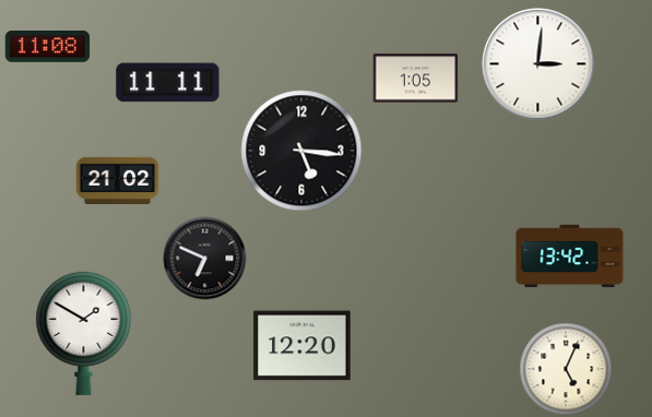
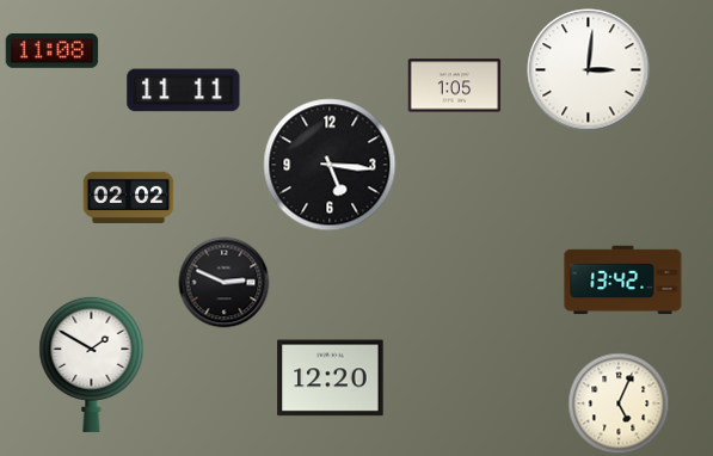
clock at (118, 181): 21:02 -> 02:02
clock at (205, 259): 6:49 -> 2:49
